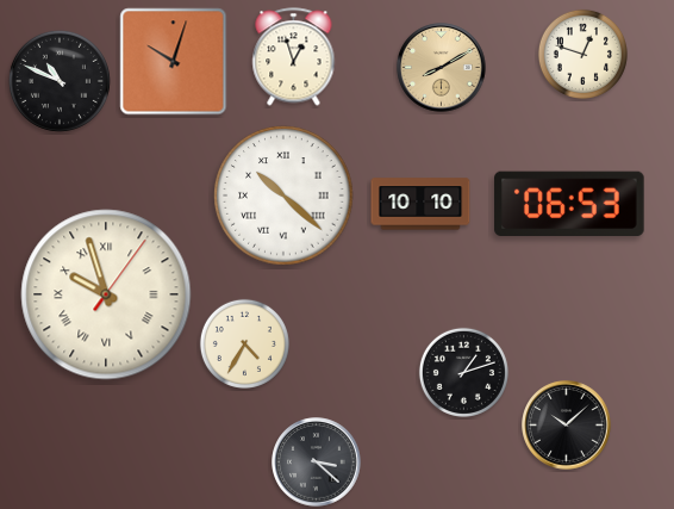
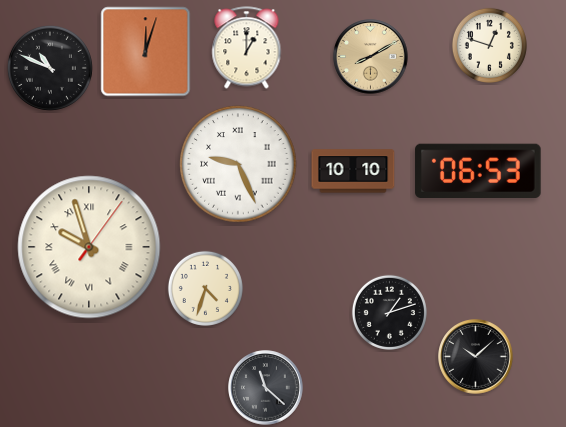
clock at (294, 57): 12:57 -> 1:00
clock at (174, 62): 10:03 -> 12:03
clock at (283, 195): 10:22 -> 9:26
clock at (244, 343): 4:35 -> 4:33
clock at (317, 463): 3:22 -> 11:22
